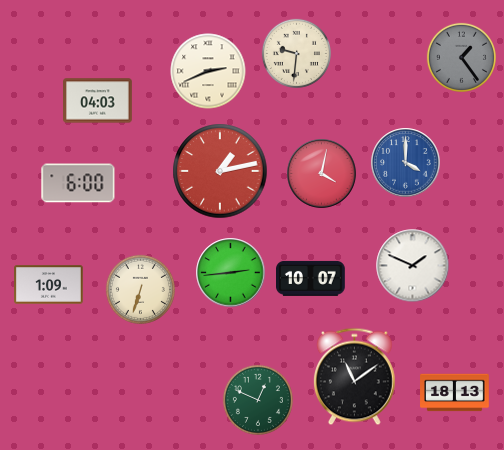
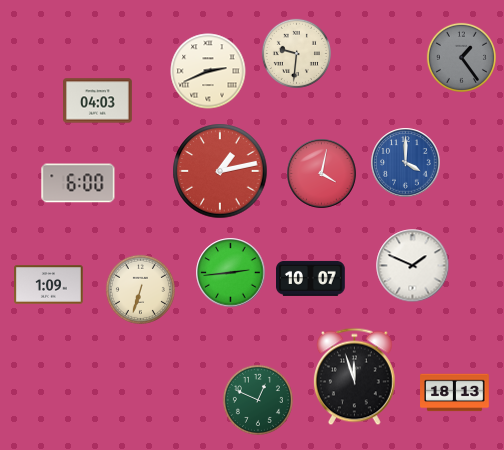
clock at (354, 377): 11:09 -> 11:57
